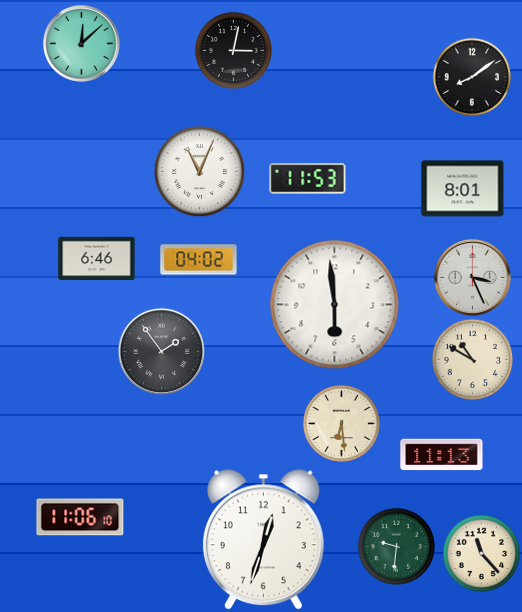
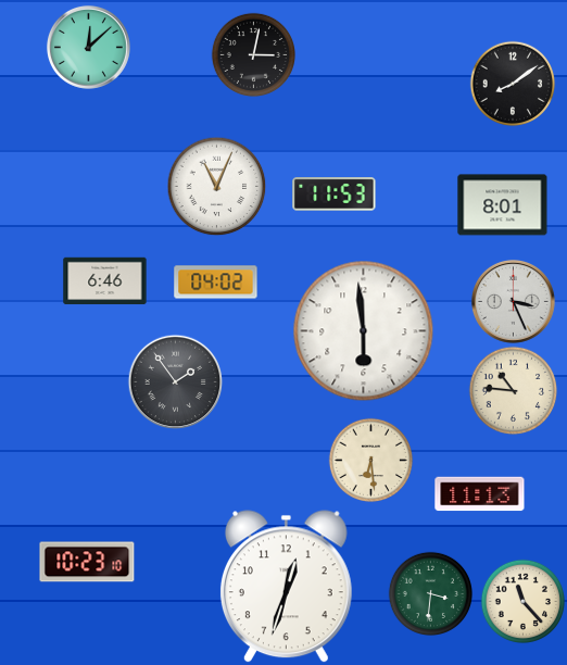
clock at (472, 359): 10:50 -> 10:46
clock at (80, 517): 11:06 -> 10:23
clock at (396, 546): 9:31 -> 3:31
